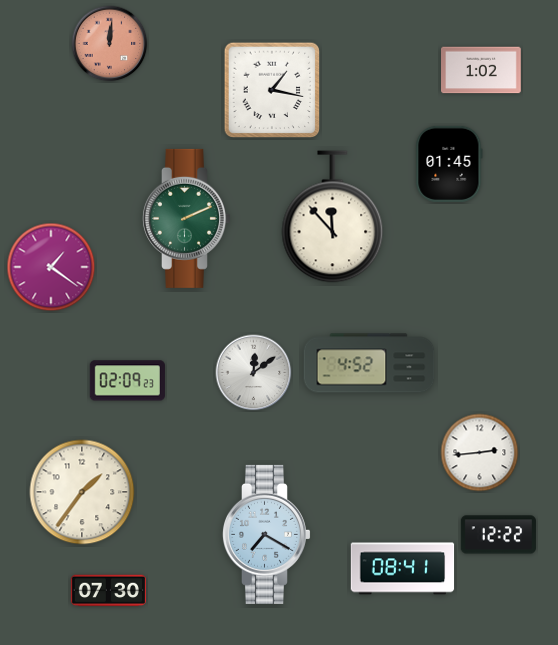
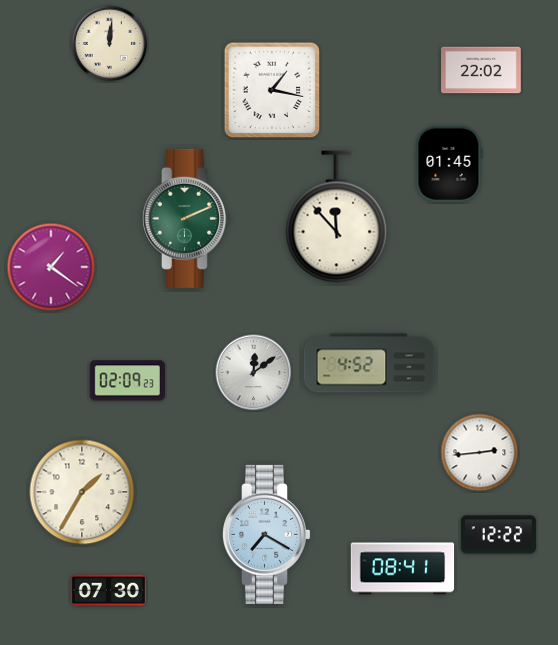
clock at (110, 44) dial: salmon -> cream
clock at (482, 70): 1:02 -> 22:02
clock at (333, 217) position: (333, 217) -> (337, 217)
clock at (82, 492): 1:36 -> 1:35
